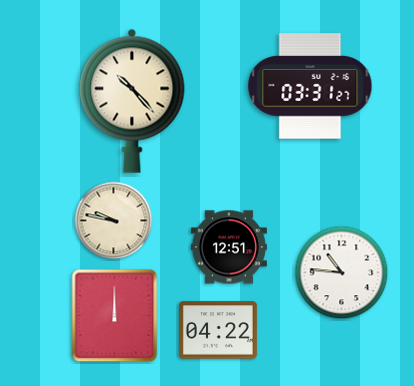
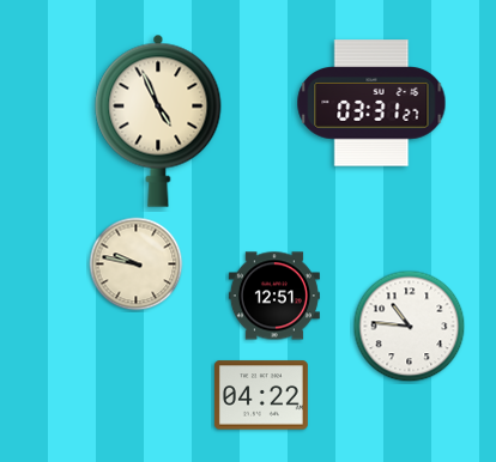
clock at (132, 101): 10:23 -> 4:56
clock at (115, 316): 12:00 -> none
